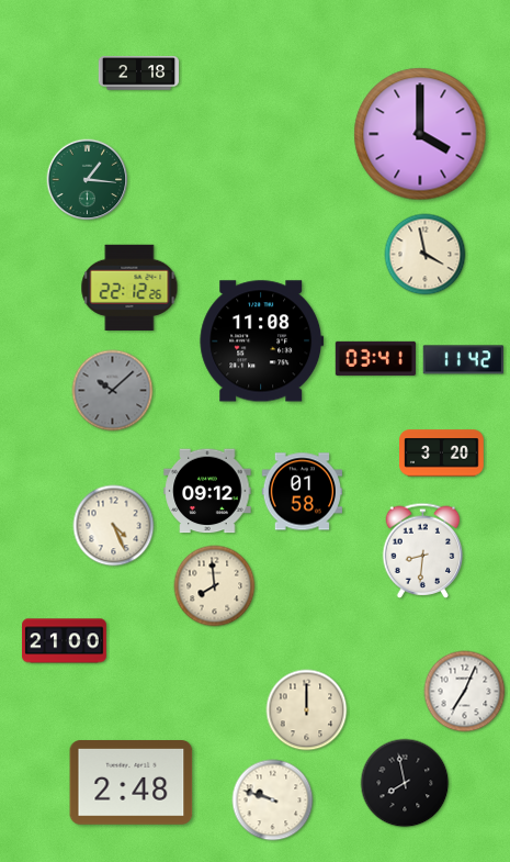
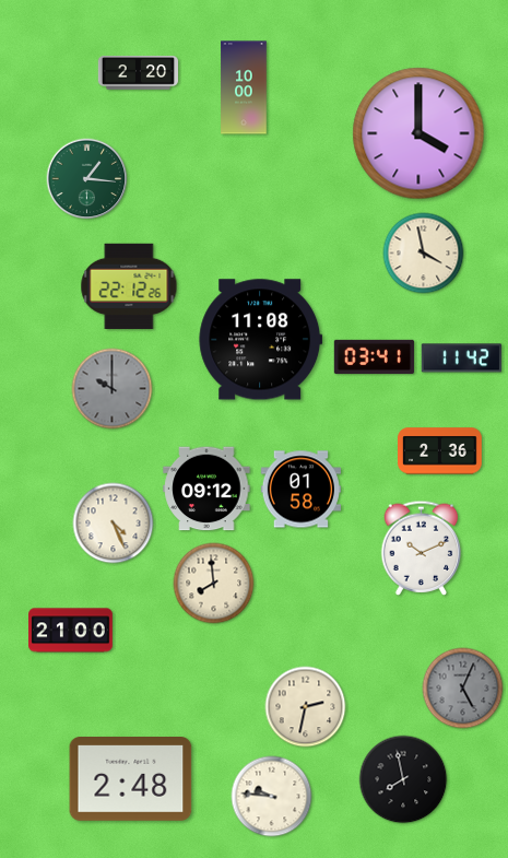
clock at (139, 74): 2:18 -> 2:20
clock at (244, 87): none -> 10:00
clock at (113, 391): 10:08 -> 10:00
clock at (442, 454): 3:20 -> 2:36
clock at (423, 550): 8:31 -> 10:11
clock at (65, 641) position: (65, 641) -> (71, 631)
clock at (465, 692): 7:04 -> 5:04
clock at (465, 692) dial: white -> grey
clock at (307, 710): 12:00 -> 2:32
clock at (273, 801): 9:48 -> 9:46
